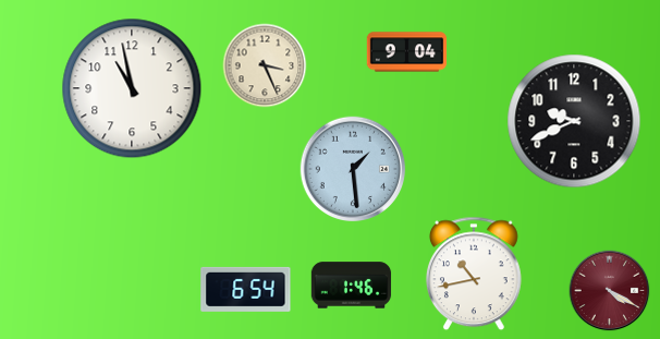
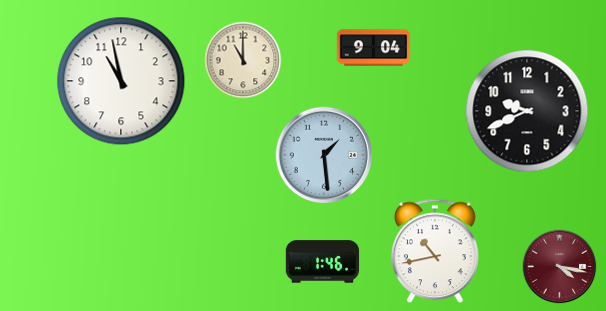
clock at (265, 65): 3:26 -> 11:00
clock at (246, 289): 6:54 -> none
clock at (610, 291): 4:20 -> 4:17
